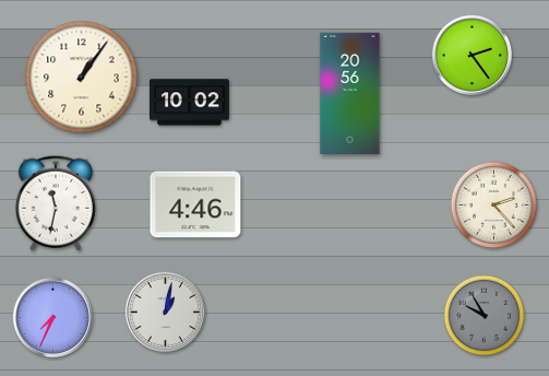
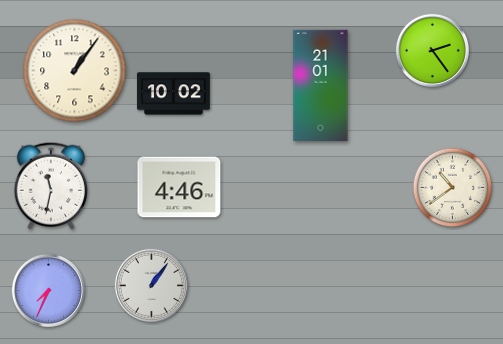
clock at (350, 93): 20:56 -> 21:01
clock at (494, 205): 2:23 -> 10:39
clock at (165, 312): 1:02 -> 1:06
clock at (485, 316): 9:55 -> none
